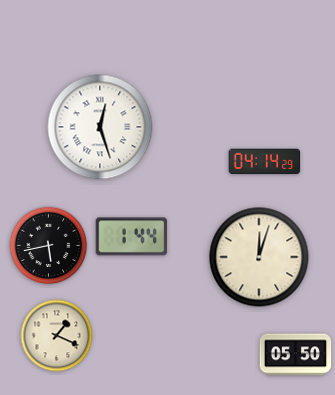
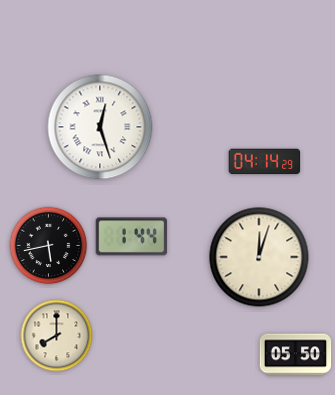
clock at (57, 336): 1:19 -> 8:00
